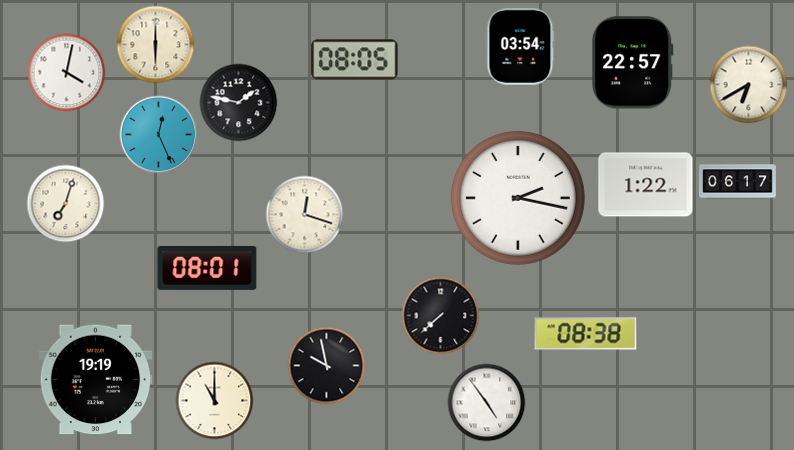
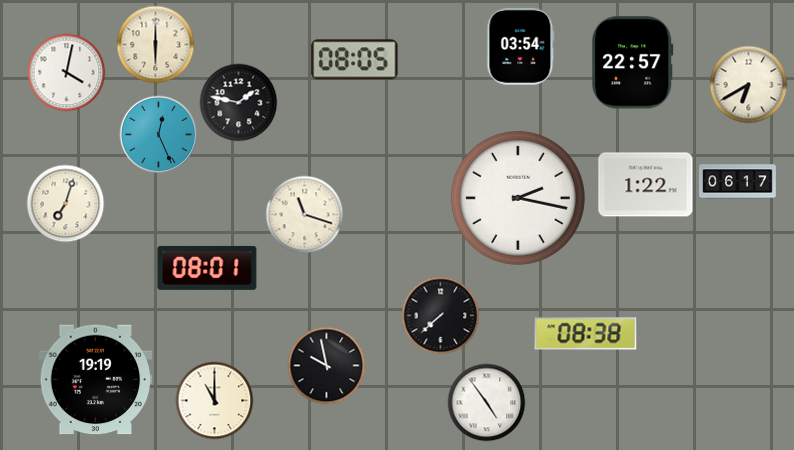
clock at (304, 214): 12:18 -> 11:18
